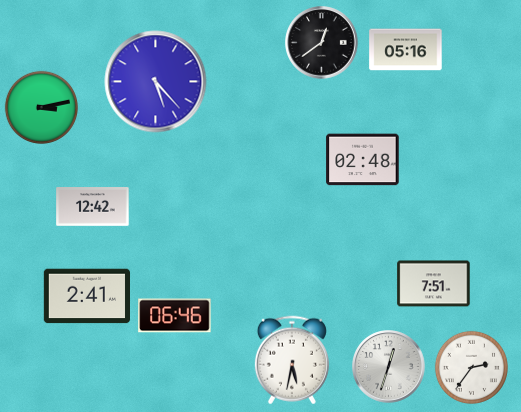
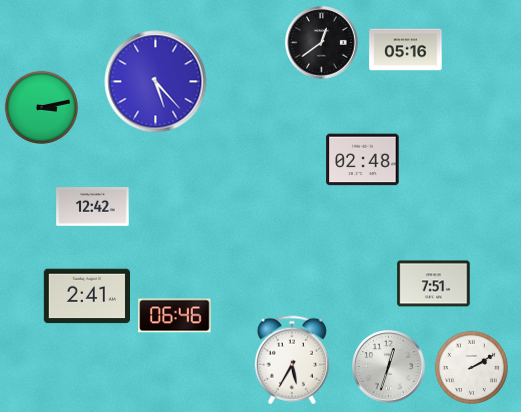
clock at (292, 360): 5:32 -> 5:35
clock at (471, 367): 2:36 -> 2:10
